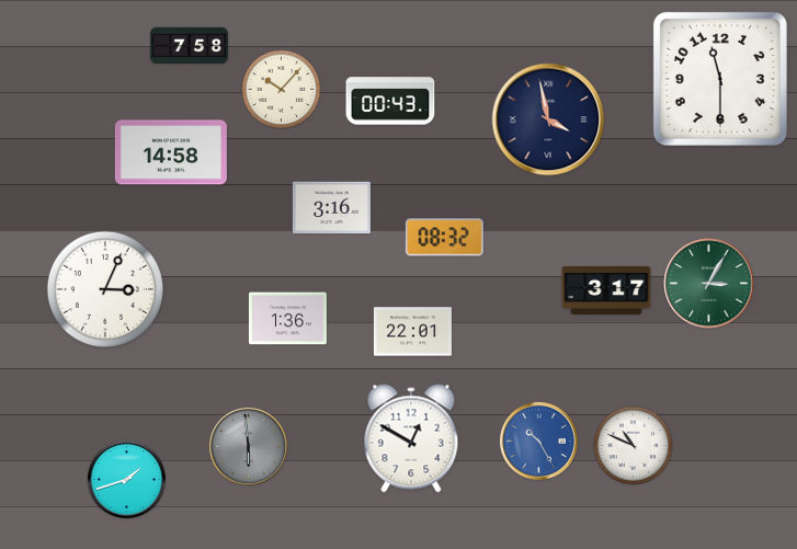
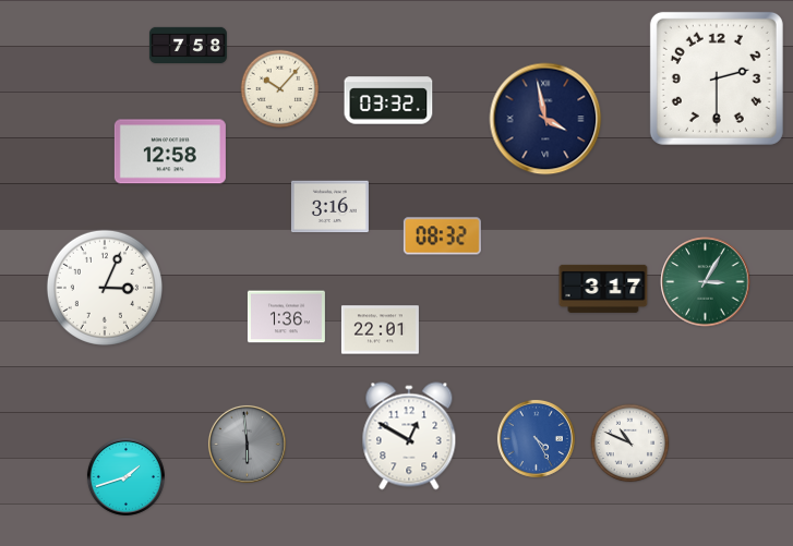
clock at (720, 79): 11:30 -> 2:30
clock at (390, 101): 00:43 -> 03:32
clock at (171, 152): 14:58 -> 12:58
clock at (412, 332) position: (412, 332) -> (380, 330)
clock at (538, 441): 10:25 -> 4:25
